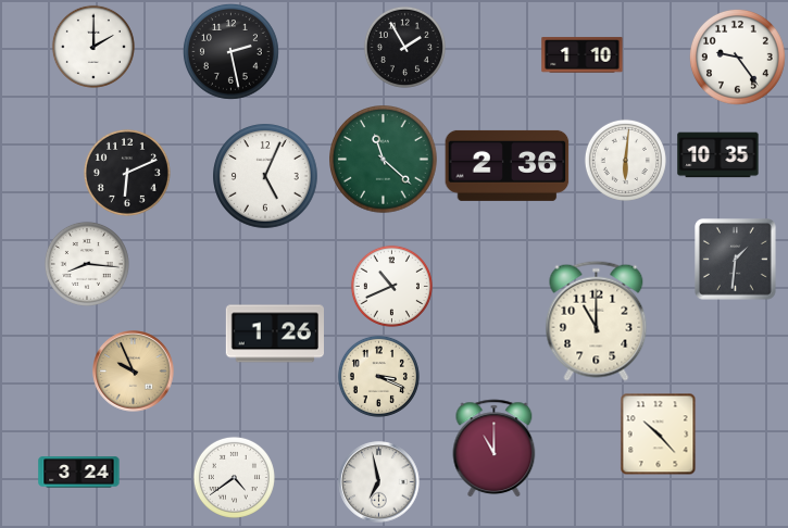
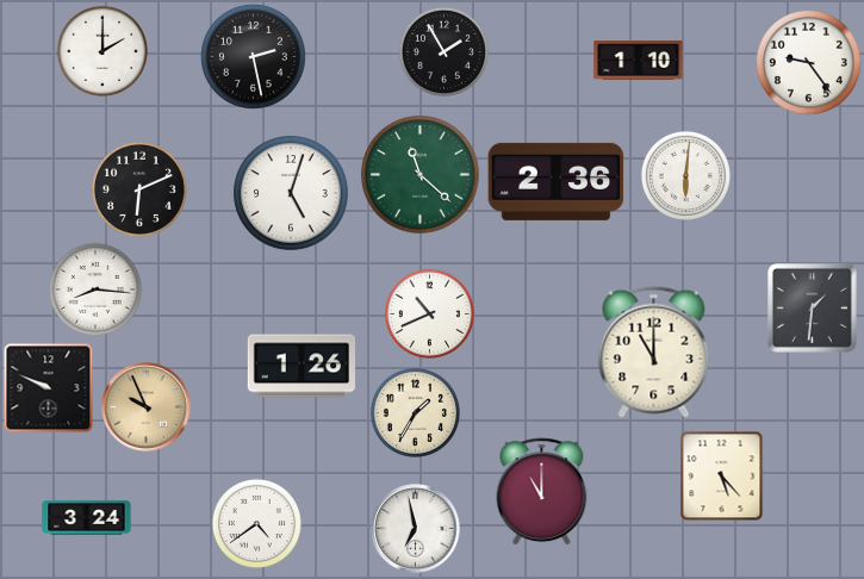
clock at (718, 155): 10:35 -> none
clock at (265, 176): 5:04 -> 5:03
clock at (736, 260) position: (736, 260) -> (813, 309)
clock at (49, 388): none -> 9:49
clock at (378, 376): 3:19 -> 1:35
clock at (659, 435): 10:23 -> 5:23
